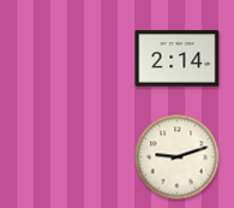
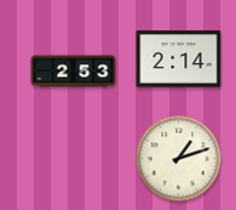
clock at (74, 72): none -> 2:53
clock at (178, 158): 9:12 -> 1:12
